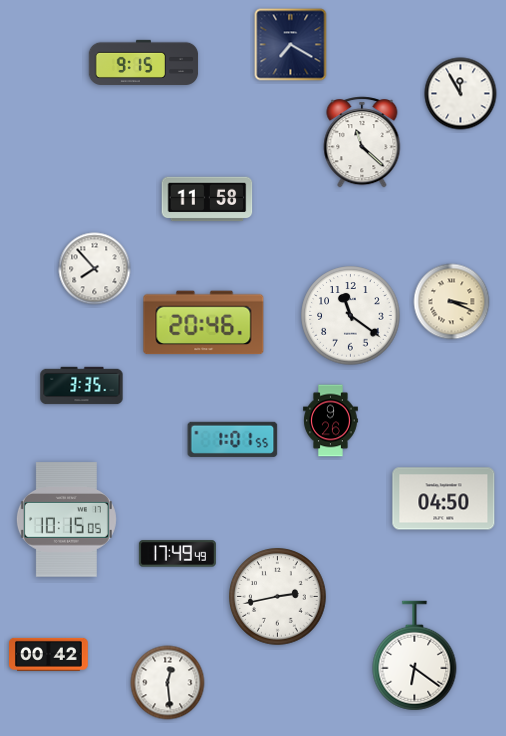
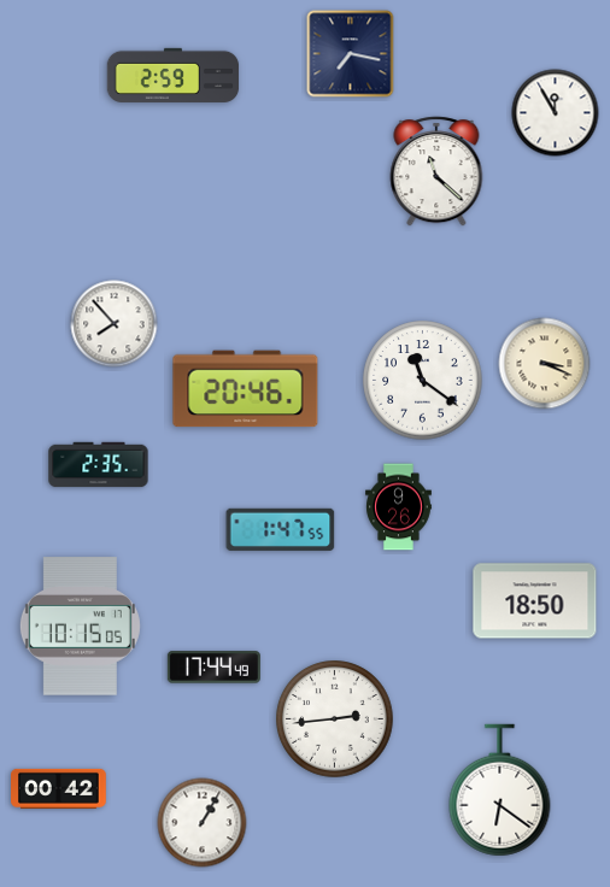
clock at (291, 45): 7:20 -> 7:17
clock at (144, 62): 9:15 -> 2:59
clock at (207, 199): 11:58 -> none
clock at (82, 386): 3:35 -> 2:35
clock at (233, 439): 1:01 -> 1:47
clock at (444, 499): 04:50 -> 18:50
clock at (177, 554): 17:49 -> 17:44
clock at (278, 597): 2:43 -> 2:44
clock at (168, 683): 12:29 -> 1:05
